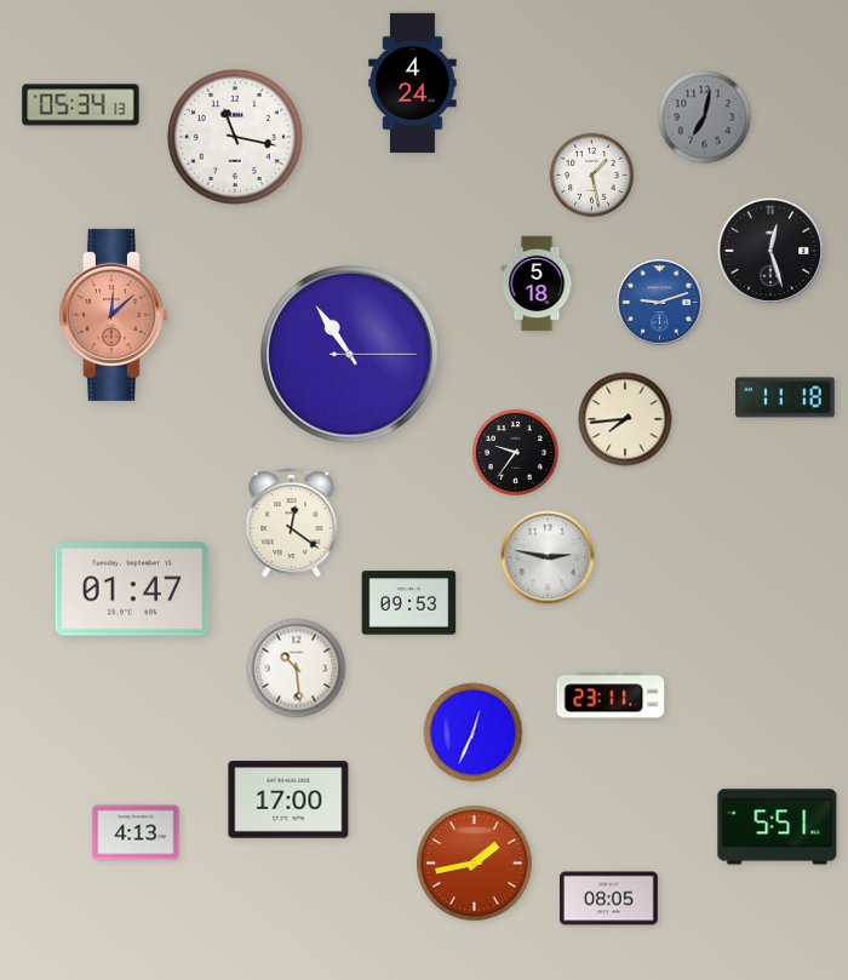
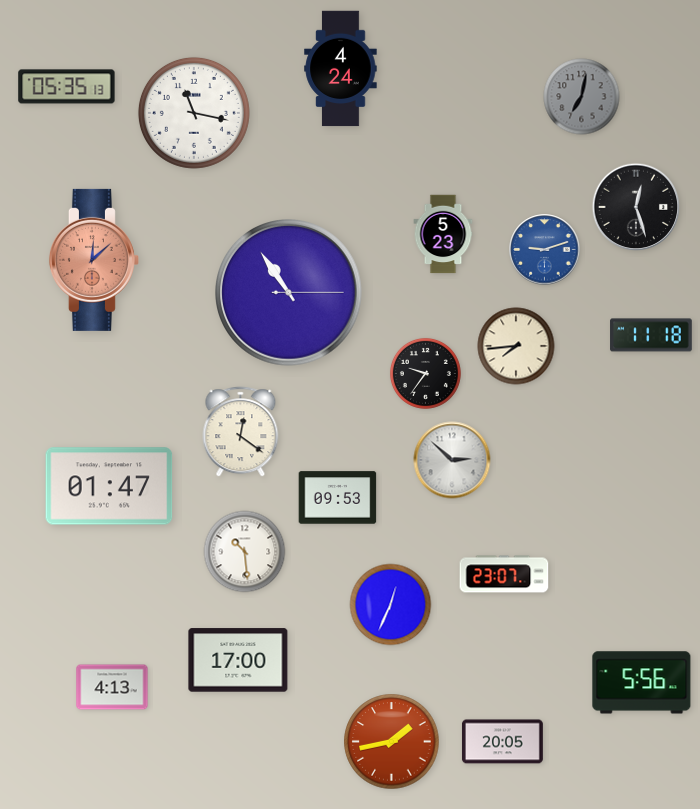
clock at (81, 105): 05:34 -> 05:35
clock at (591, 174): 1:28 -> none
clock at (537, 283): 5:18 -> 5:23
clock at (785, 397) position: (785, 397) -> (651, 335)
clock at (548, 557): 2:47 -> 2:52
clock at (611, 695): 23:11 -> 23:07
clock at (778, 827): 5:51 -> 5:56
clock at (475, 864) position: (475, 864) -> (392, 742)
clock at (608, 899): 08:05 -> 20:05
